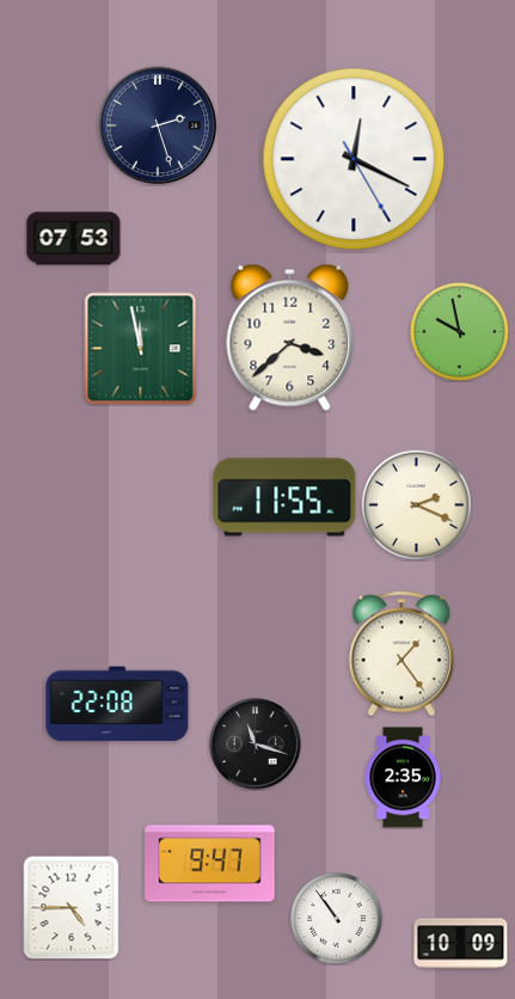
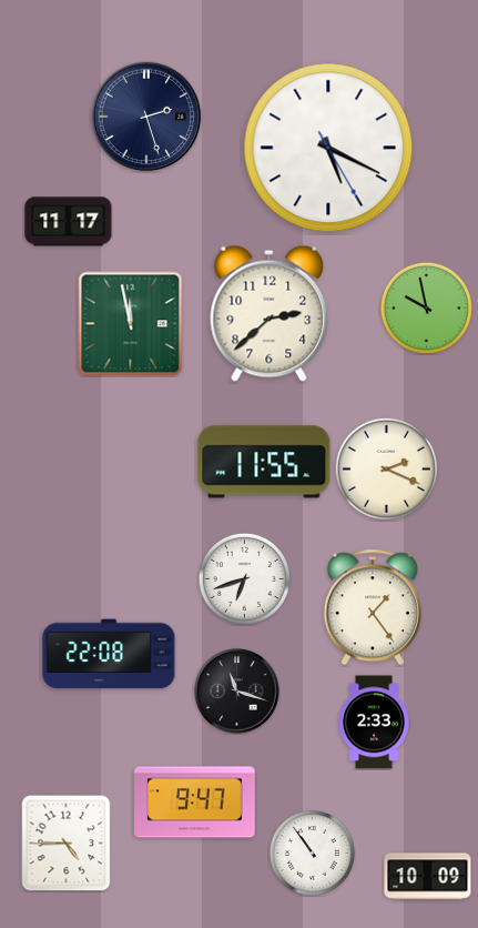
clock at (354, 159): 12:19 -> 5:19
clock at (74, 239): 07:53 -> 11:17
clock at (290, 337): 3:38 -> 2:38
clock at (244, 578): none -> 6:42
clock at (403, 778): 2:35 -> 2:33
